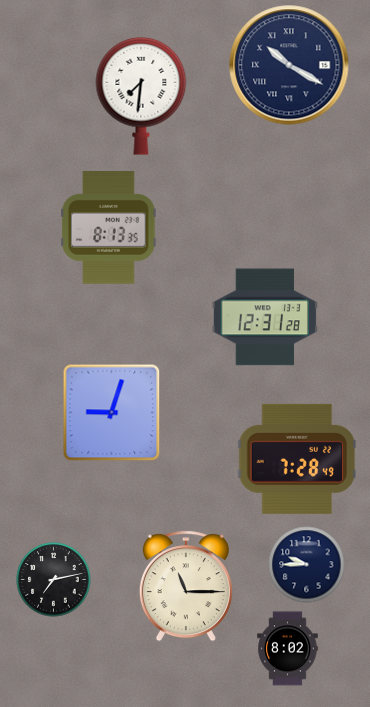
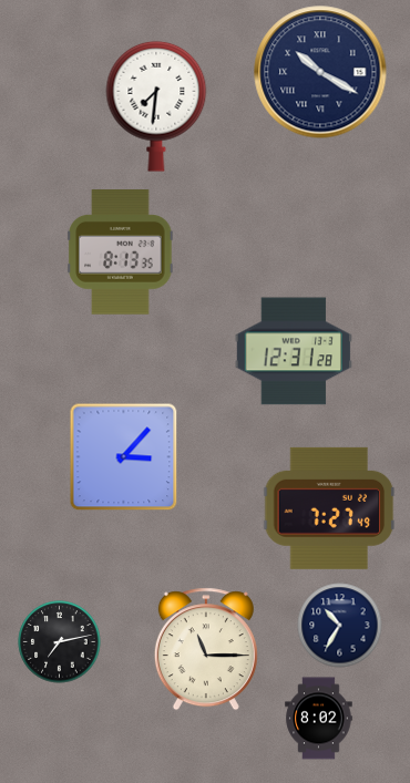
clock at (112, 413): 9:03 -> 3:07
clock at (297, 459): 7:28 -> 7:27
clock at (307, 565): 9:45 -> 10:35
